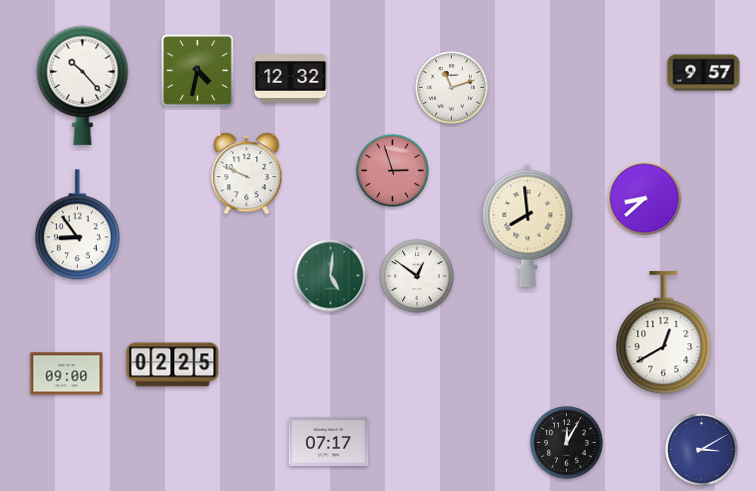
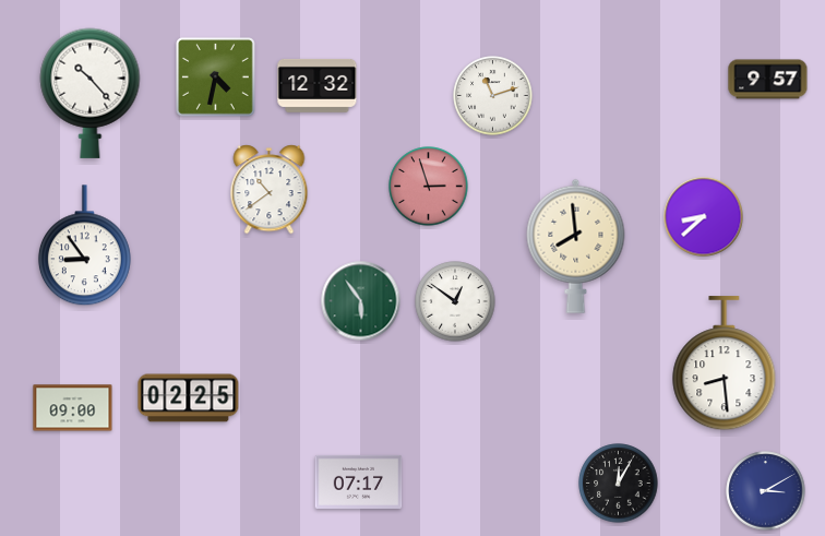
clock at (247, 174): 9:49 -> 10:39
clock at (331, 276): 5:01 -> 5:54
clock at (664, 333): 12:40 -> 8:29
